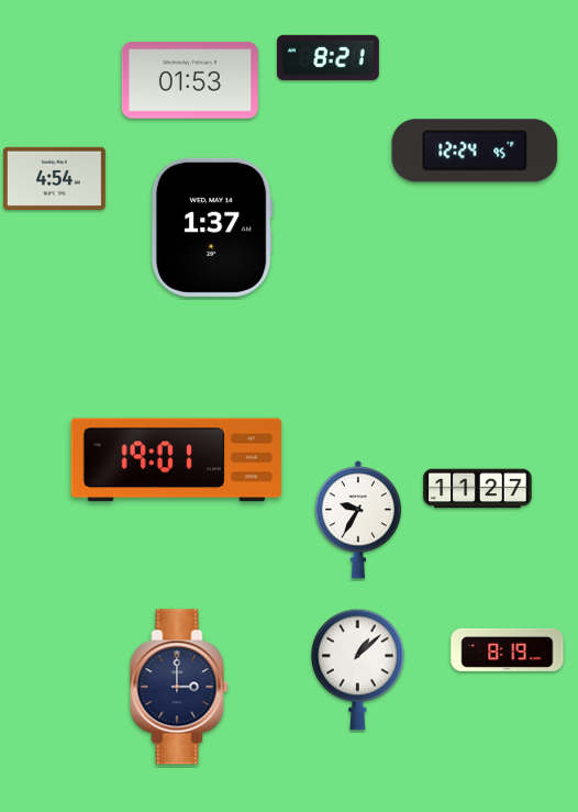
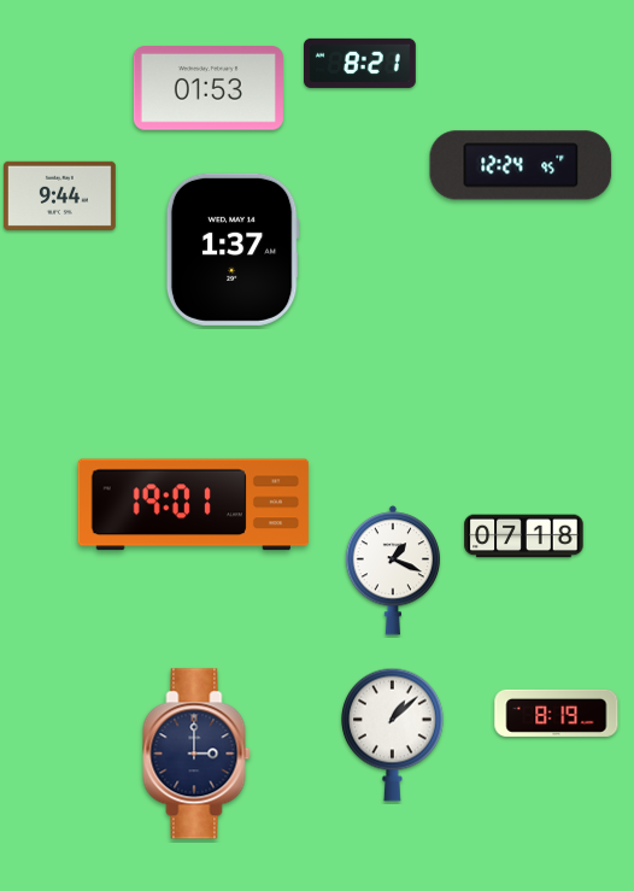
clock at (54, 178): 4:54 -> 9:44
clock at (478, 489): 11:27 -> 07:18
clock at (357, 520): 9:35 -> 1:19
